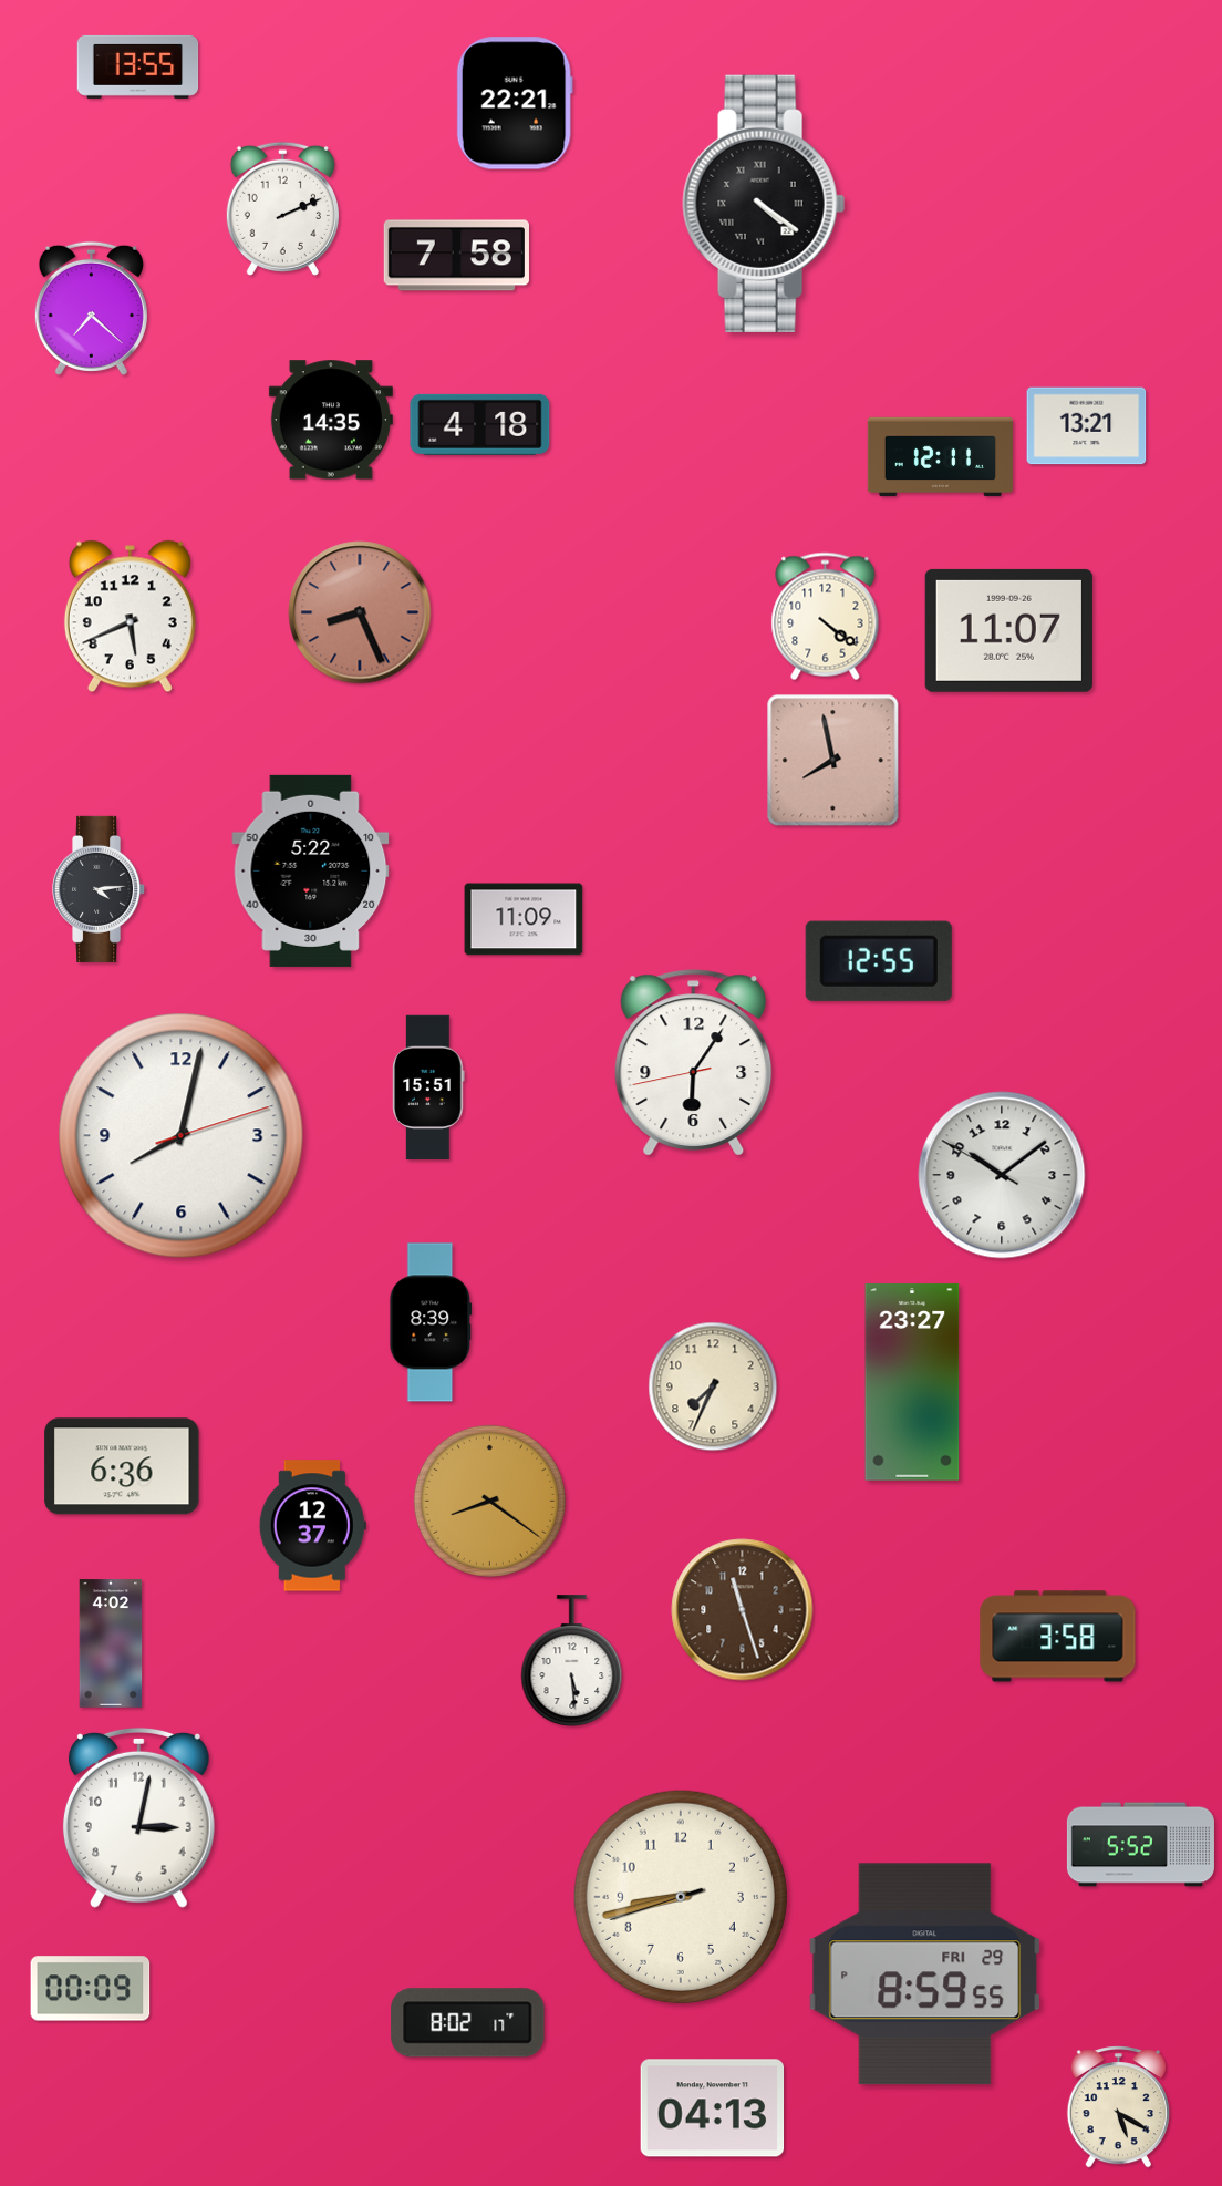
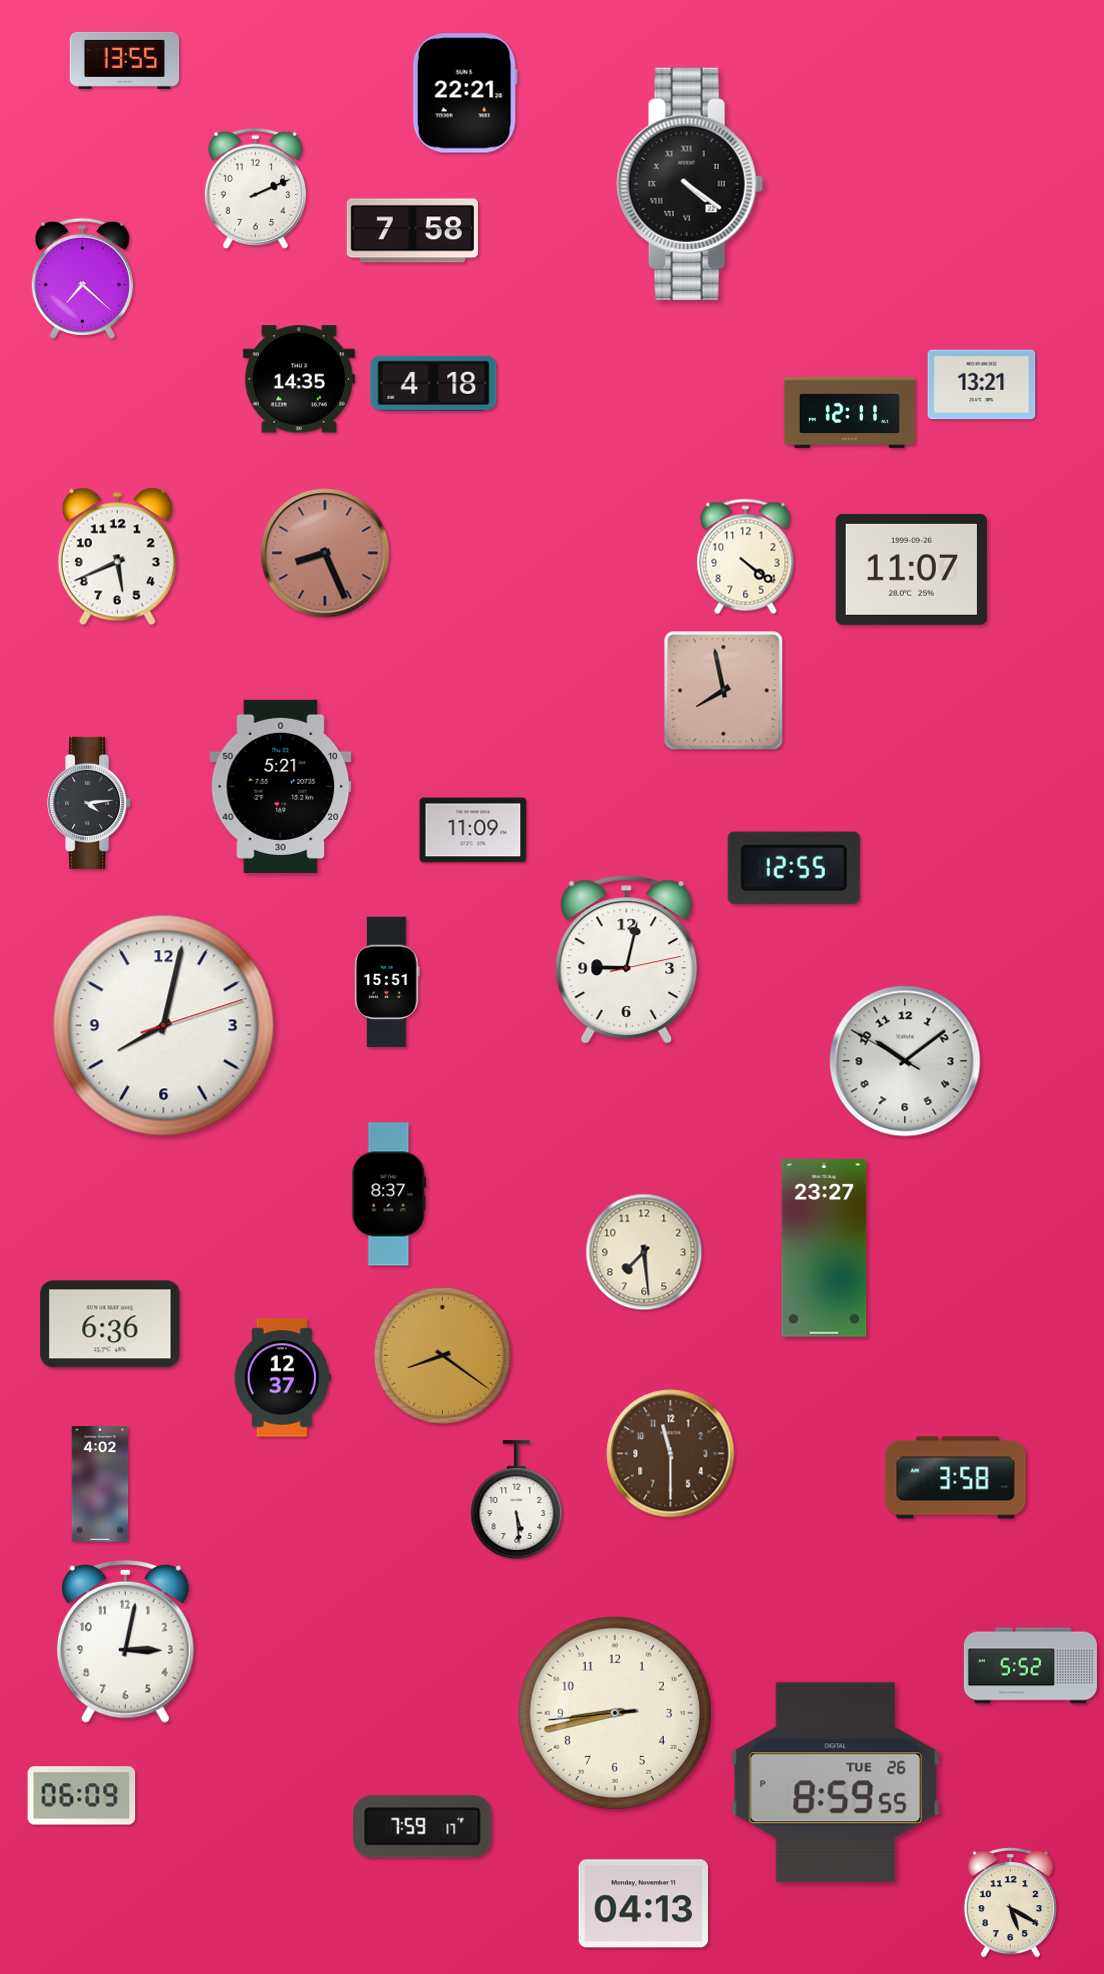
clock at (833, 761) position: (833, 761) -> (724, 691)
clock at (311, 870): 5:22 -> 5:21
clock at (694, 1063): 6:05 -> 9:02
clock at (431, 1322): 8:39 -> 8:37
clock at (713, 1386): 7:34 -> 7:29
clock at (743, 1610): 11:27 -> 11:30
clock at (681, 1897): 8:42:42 -> 8:42:44
clock at (925, 1974) date: FRI 29 -> TUE 26
clock at (91, 1989): 00:09 -> 06:09
clock at (468, 2023): 8:02 -> 7:59
